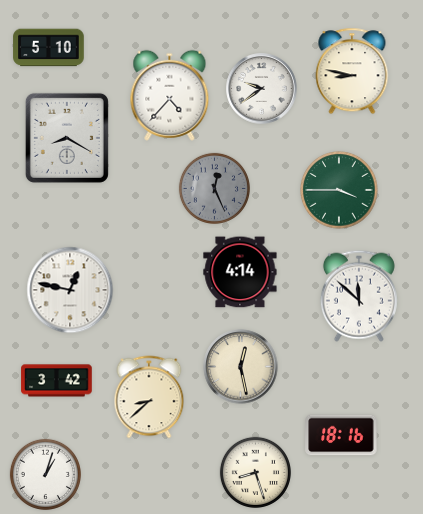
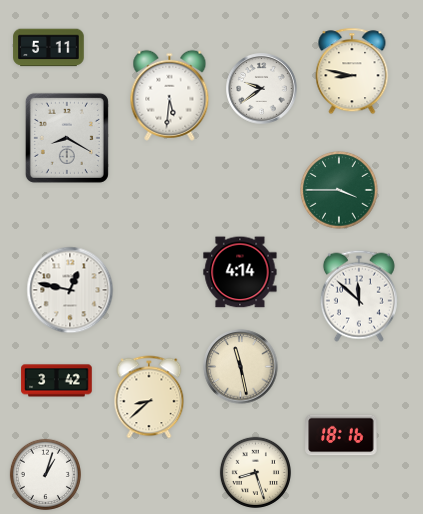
clock at (49, 48): 5:10 -> 5:11
clock at (170, 95): 4:37 -> 5:31
clock at (214, 188): 12:26 -> none
clock at (241, 367): 12:28 -> 11:28
